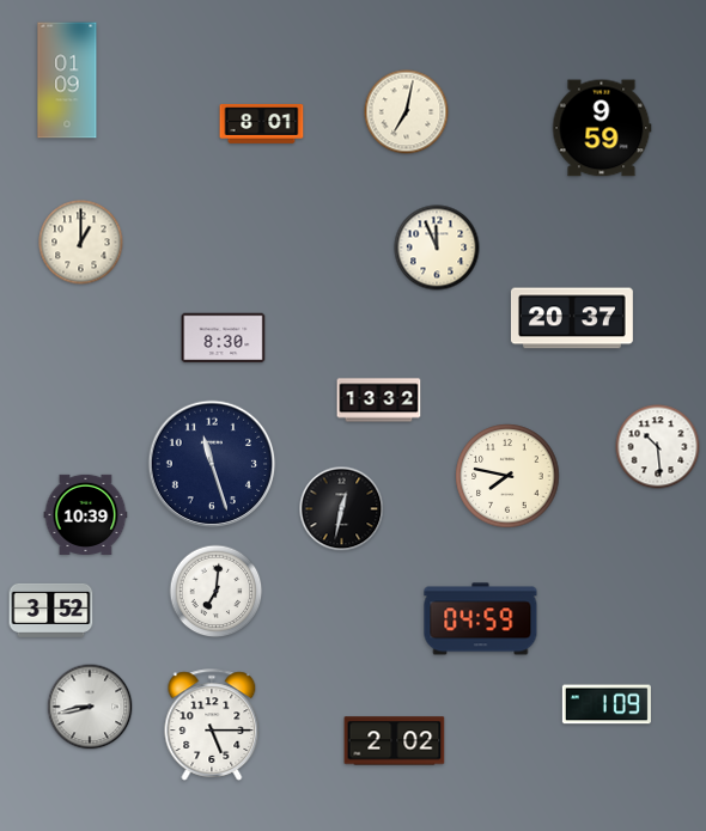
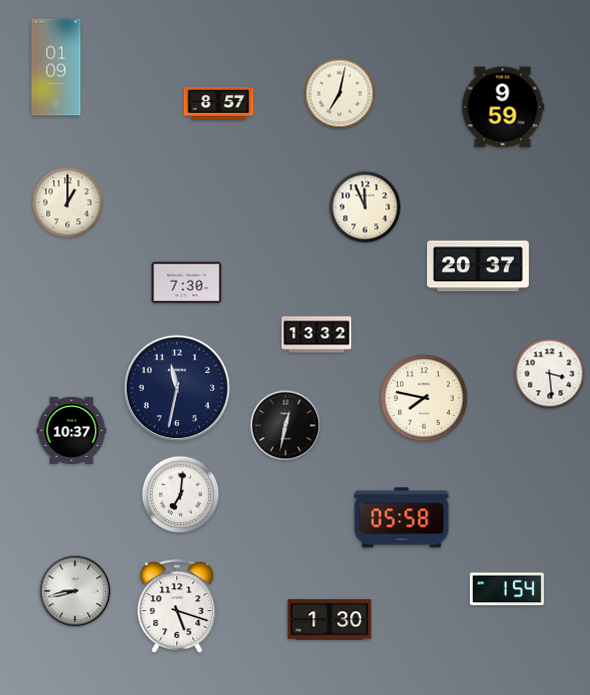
clock at (262, 124): 8:01 -> 8:57
clock at (224, 338): 8:30 -> 7:30
clock at (658, 447): 10:29 -> 3:29
clock at (212, 464): 11:27 -> 11:32
clock at (86, 514): 10:39 -> 10:37
clock at (51, 610): 3:52 -> none
clock at (481, 619): 04:59 -> 05:58
clock at (607, 704): 1:09 -> 1:54
clock at (212, 725): 5:15 -> 5:18
clock at (395, 741): 2:02 -> 1:30
